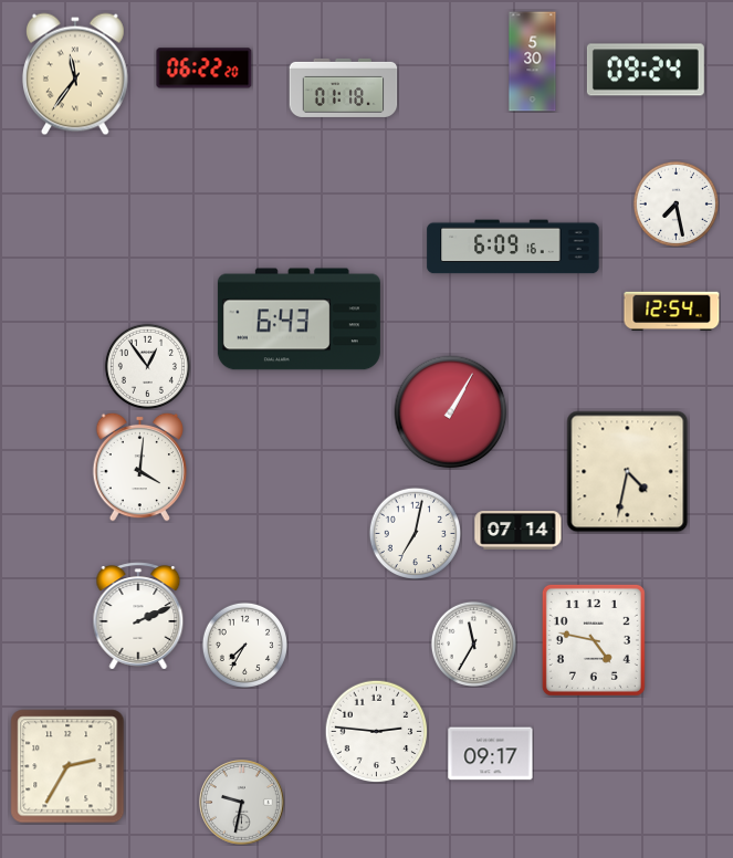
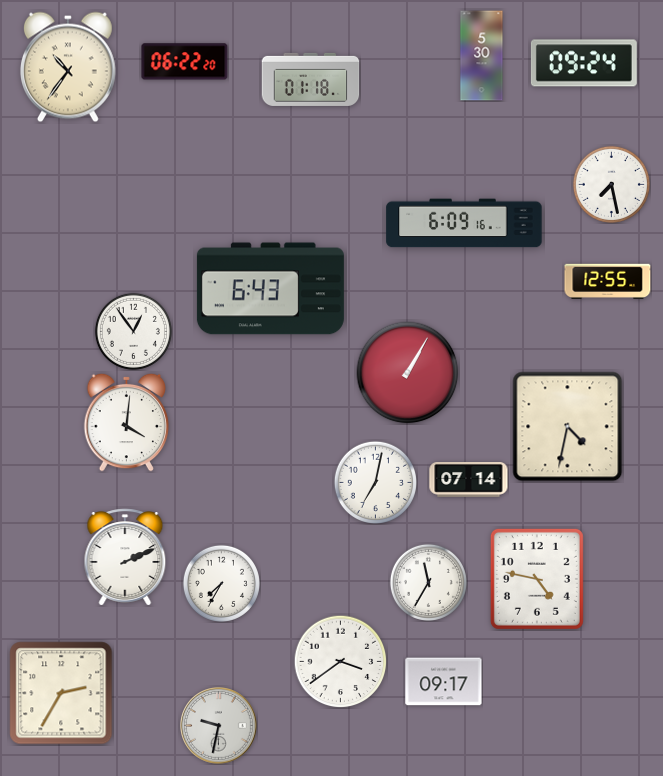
clock at (75, 74): 11:36 -> 10:36
clock at (672, 311): 12:54 -> 12:55
clock at (376, 731): 2:46 -> 3:39
